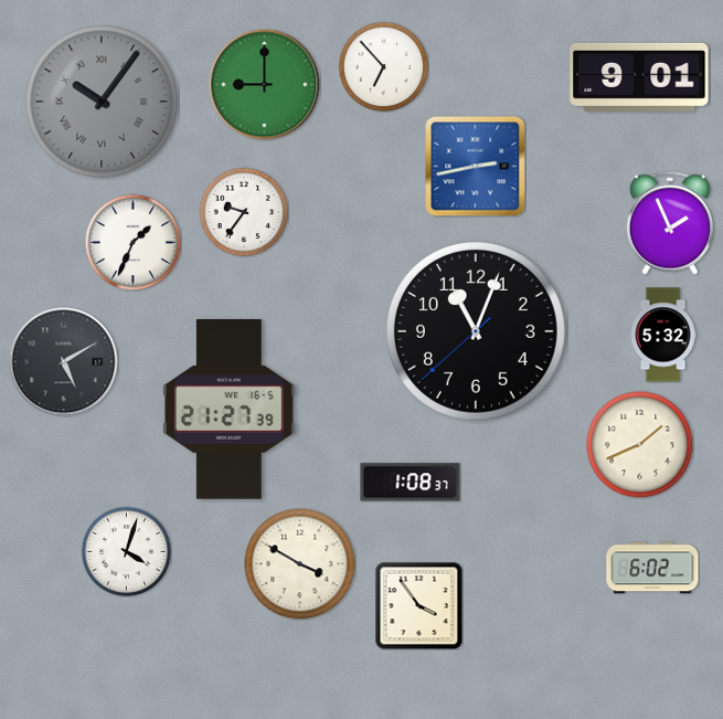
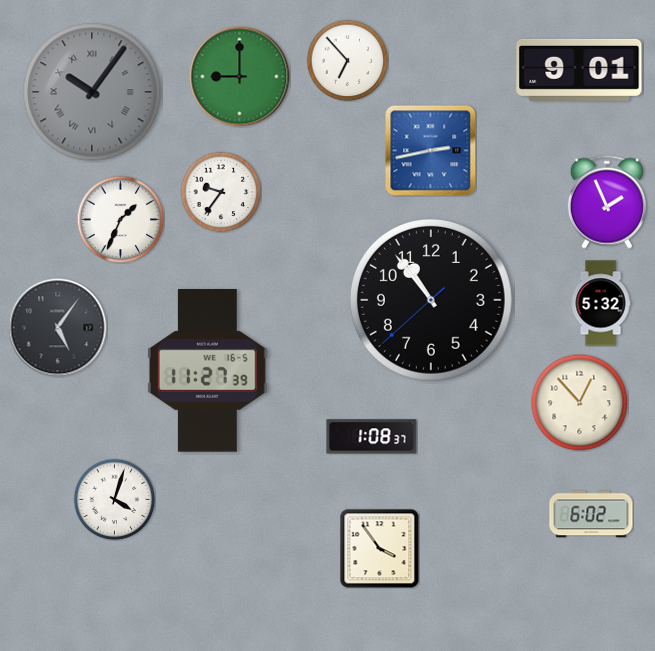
clock at (476, 331): 11:03 -> 10:53
clock at (64, 362): 5:10 -> 5:06
clock at (228, 410): 21:27 -> 11:27
clock at (639, 444): 1:41 -> 12:53
clock at (300, 564): 3:50 -> none
